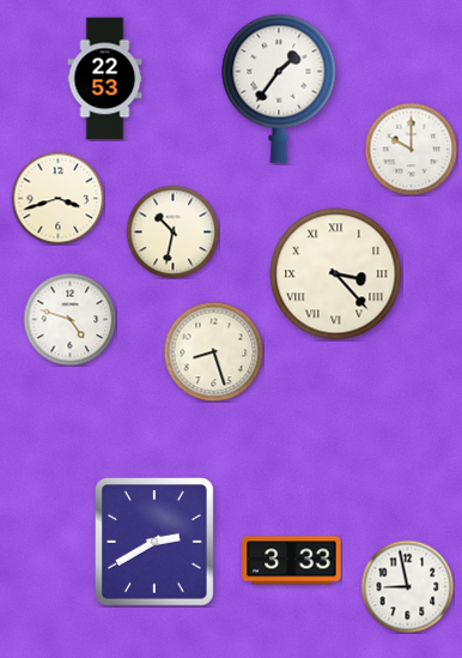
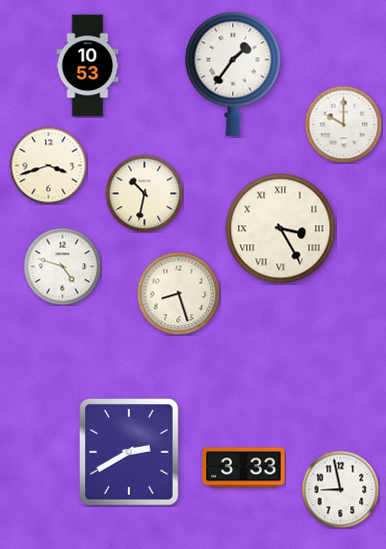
clock at (105, 79): 22:53 -> 10:53
clock at (336, 274): 3:23 -> 3:25
clock at (69, 319) position: (69, 319) -> (62, 266)
